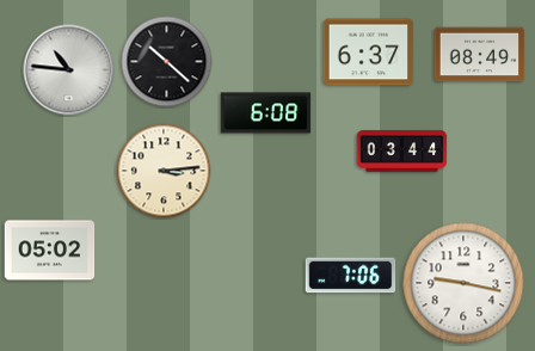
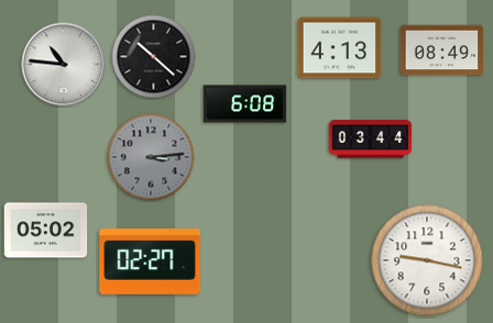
clock at (369, 53): 6:37 -> 4:13
clock at (164, 171) dial: cream -> grey
clock at (351, 276): 7:06 -> none
clock at (150, 263): none -> 02:27
